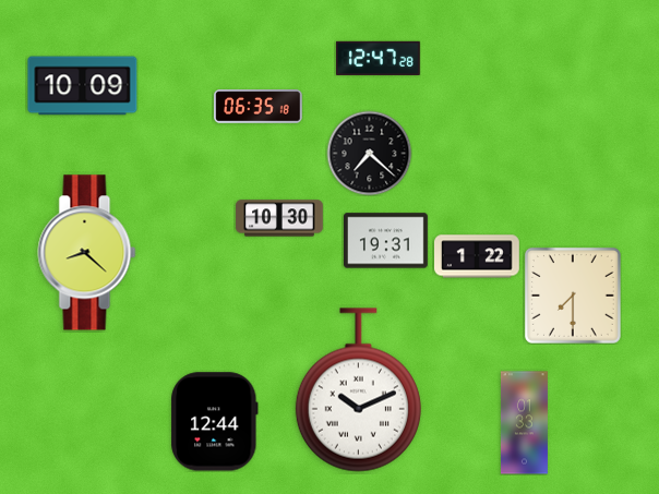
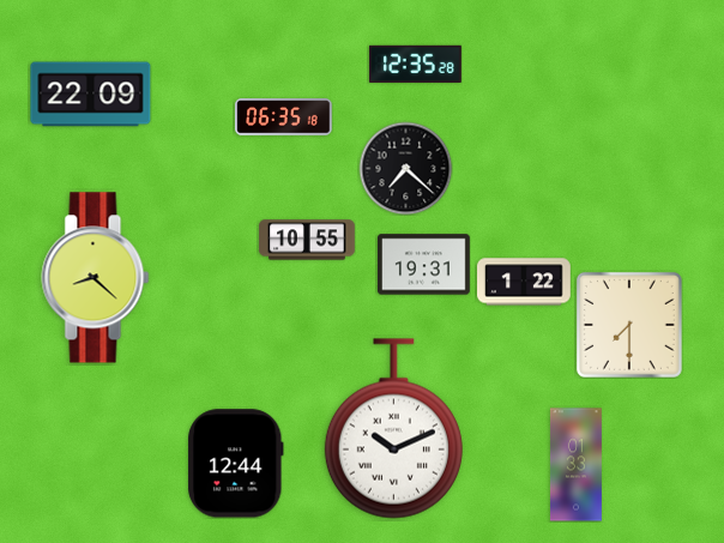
clock at (378, 58): 12:47 -> 12:35
clock at (83, 86): 10:09 -> 22:09
clock at (279, 218): 10:30 -> 10:55
